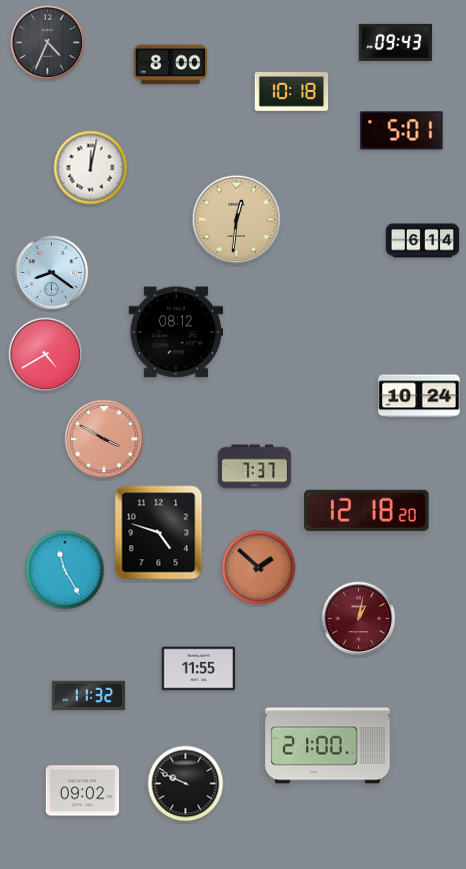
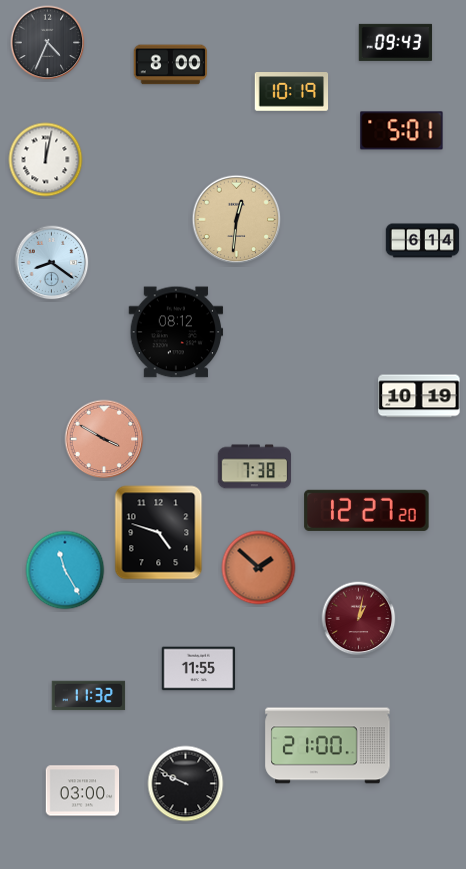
clock at (292, 92): 10:18 -> 10:19
clock at (91, 168) position: (91, 168) -> (46, 160)
clock at (52, 273) position: (52, 273) -> (52, 263)
clock at (46, 355): 4:40 -> none
clock at (419, 396): 10:24 -> 10:19
clock at (255, 467): 7:37 -> 7:38
clock at (367, 510): 12:18 -> 12:27
clock at (83, 791): 09:02 -> 03:00
